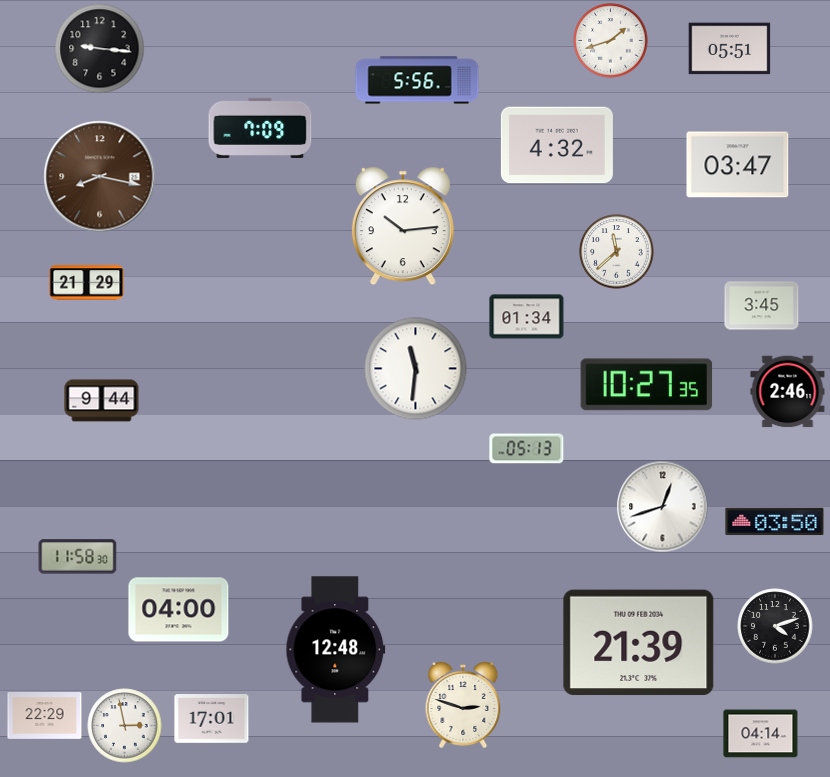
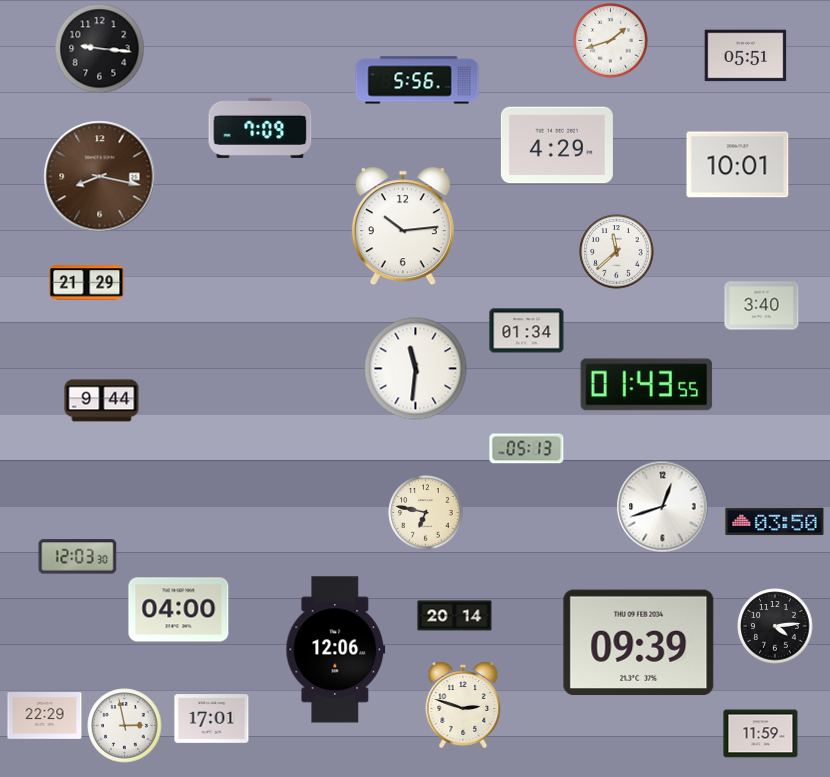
clock at (730, 49) position: (730, 49) -> (746, 56)
clock at (557, 145): 4:32 -> 4:29
clock at (738, 165): 03:47 -> 10:01
clock at (762, 306): 3:45 -> 3:40
clock at (527, 317) position: (527, 317) -> (527, 331)
clock at (647, 385): 10:27 -> 01:43
clock at (788, 392): 2:46 -> none
clock at (426, 513): none -> 6:47
clock at (78, 557): 11:58 -> 12:03
clock at (455, 616): none -> 20:14
clock at (775, 626): 4:12 -> 4:14
clock at (639, 643): 21:39 -> 09:39
clock at (336, 650): 12:48 -> 12:06
clock at (761, 734): 04:14 -> 11:59
